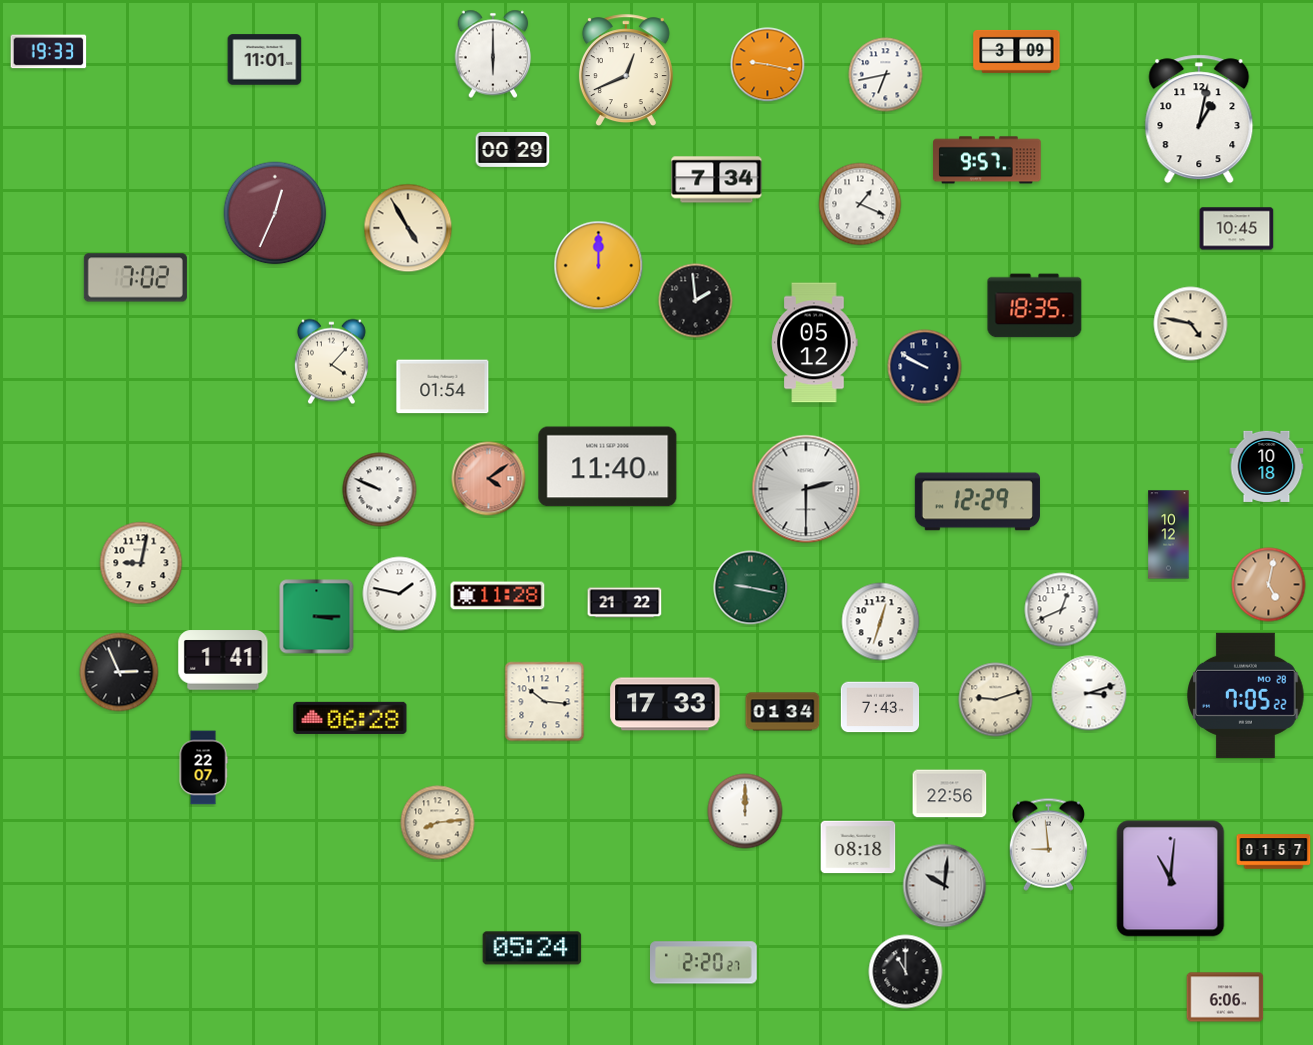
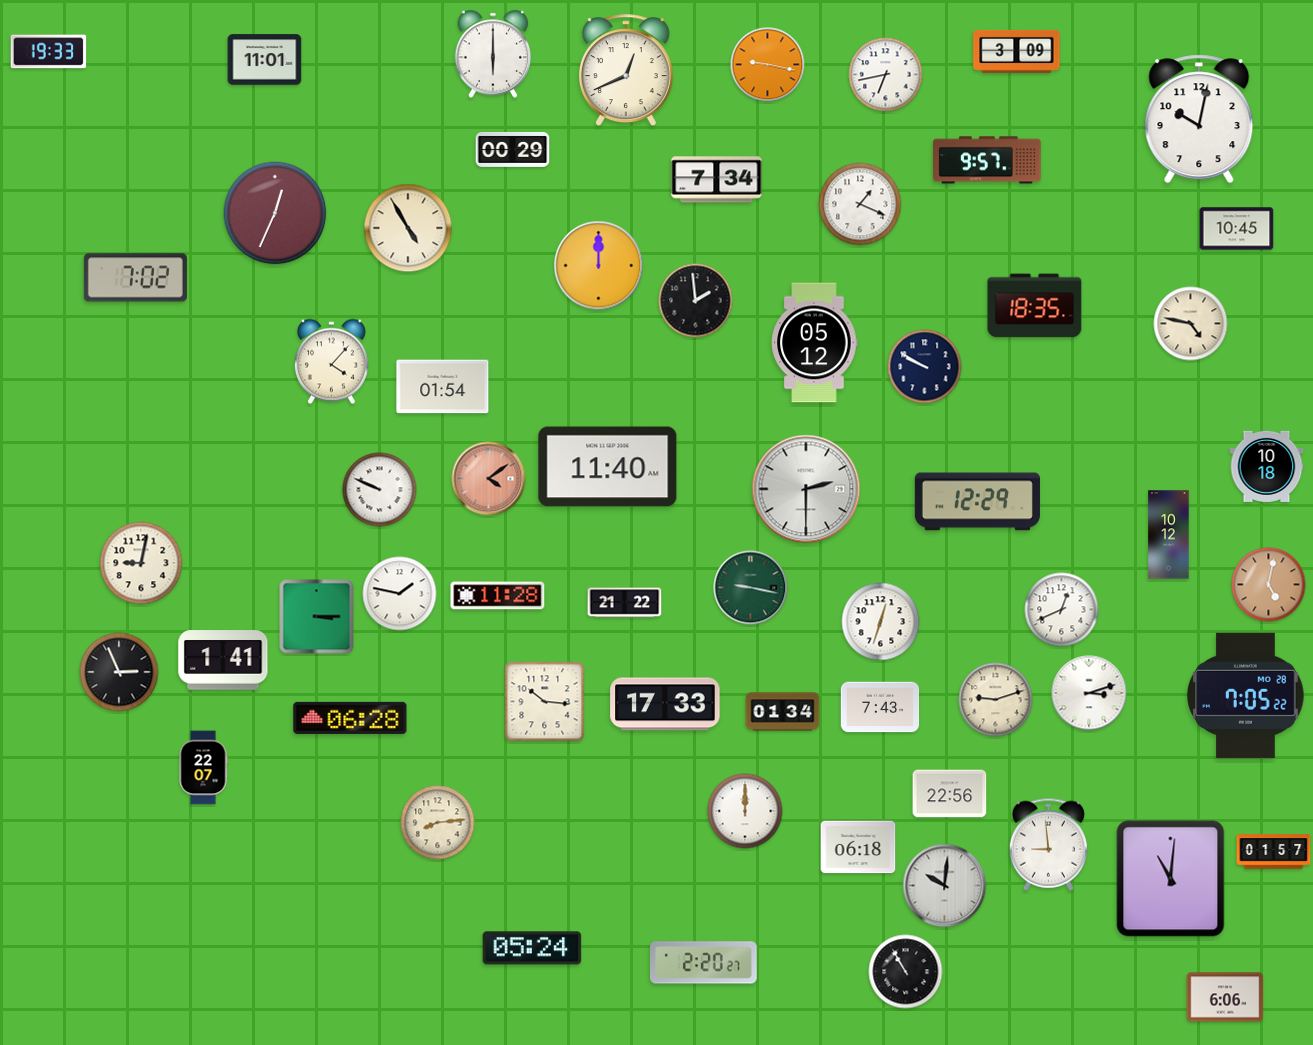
clock at (1199, 119): 1:02 -> 10:02
clock at (858, 847): 08:18 -> 06:18
clock at (906, 972): 11:00 -> 10:55
